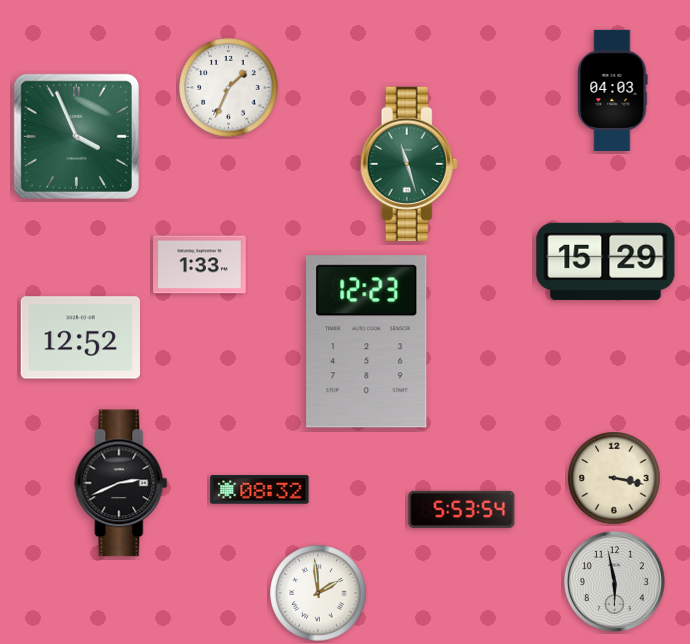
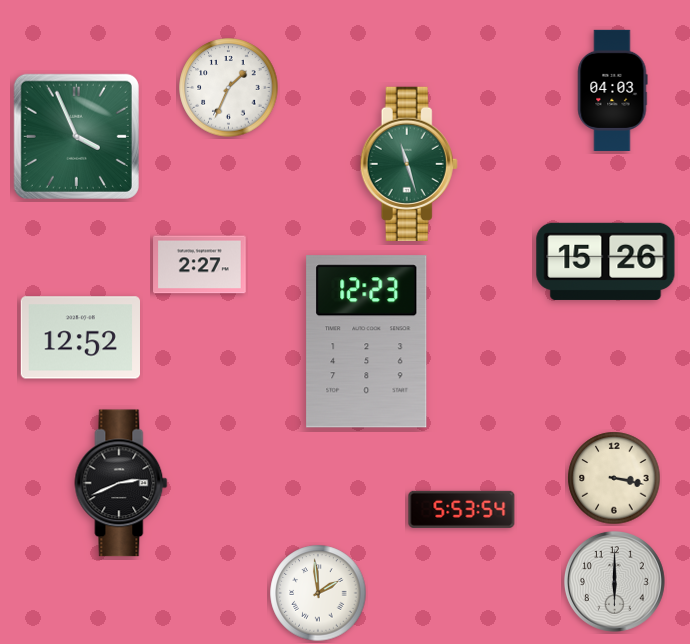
clock at (606, 261): 15:29 -> 15:26
clock at (200, 265): 1:33 -> 2:27
clock at (260, 490): 08:32 -> none
clock at (614, 581): 5:58 -> 6:00
